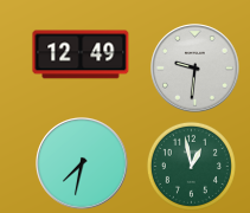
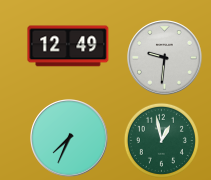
clock at (82, 163): 7:32 -> 7:34
